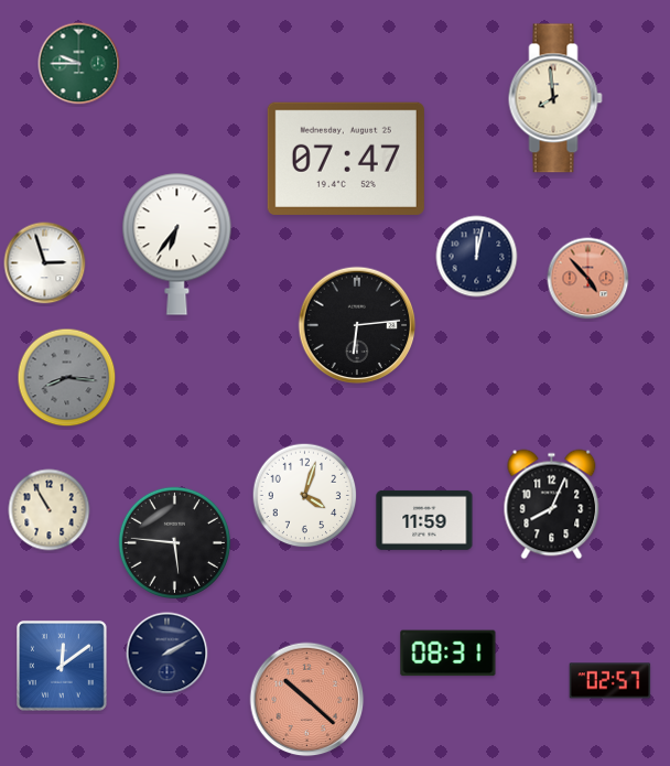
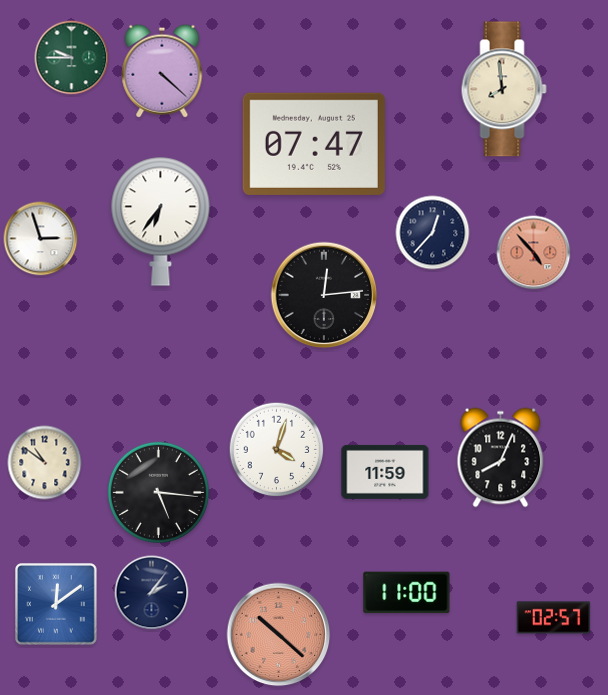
clock at (162, 71): none -> 4:22
clock at (477, 257): 12:02 -> 12:37
clock at (357, 325): 6:14 -> 12:14
clock at (67, 378): 8:16 -> none
clock at (50, 510): 10:55 -> 10:51
clock at (174, 542): 5:46 -> 5:16
clock at (167, 654): 2:10 -> 2:06
clock at (449, 654): 08:31 -> 11:00
